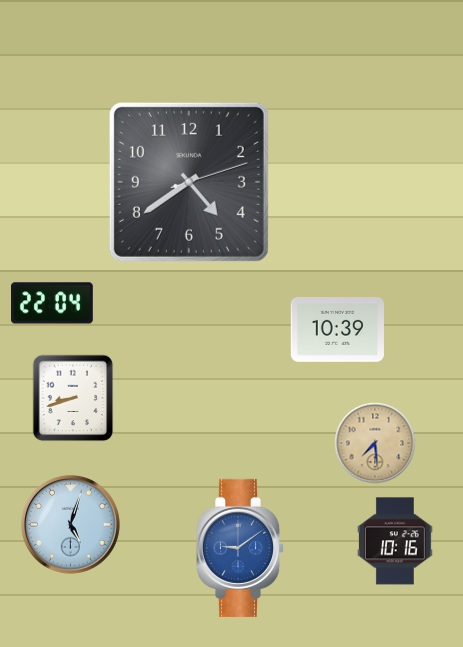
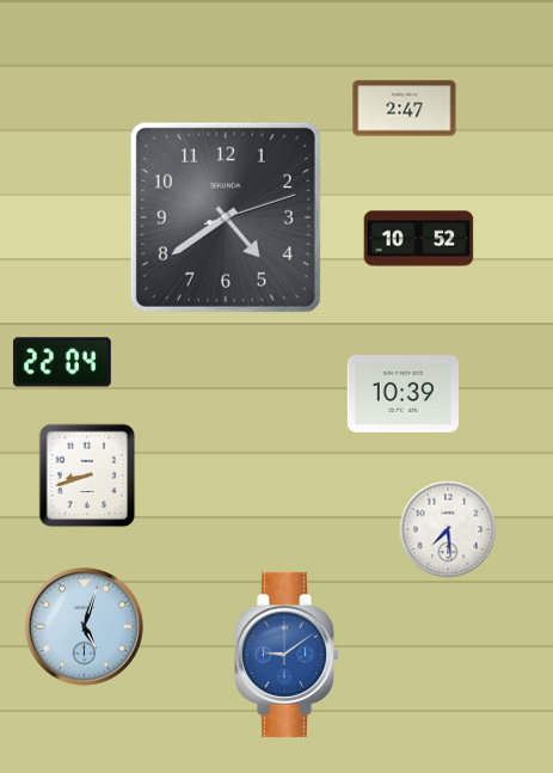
clock at (405, 109): none -> 2:47
clock at (419, 239): none -> 10:52
clock at (375, 443) dial: champagne -> white
clock at (395, 541): 10:16 -> none
